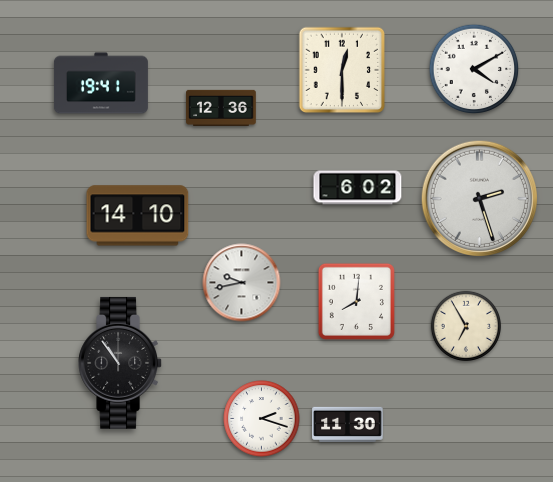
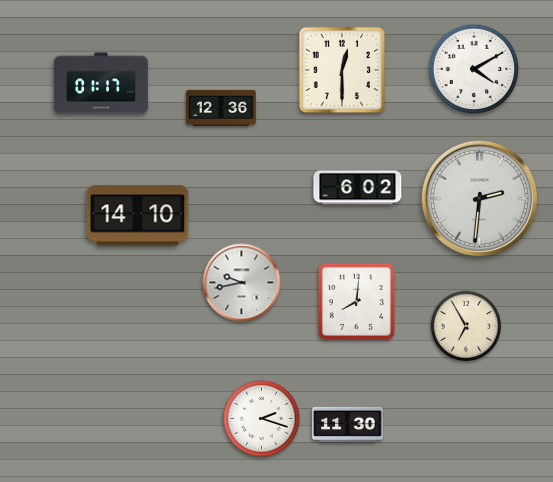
clock at (101, 83): 19:41 -> 01:17
clock at (479, 198): 2:27 -> 2:31
clock at (120, 363): 10:54 -> none
